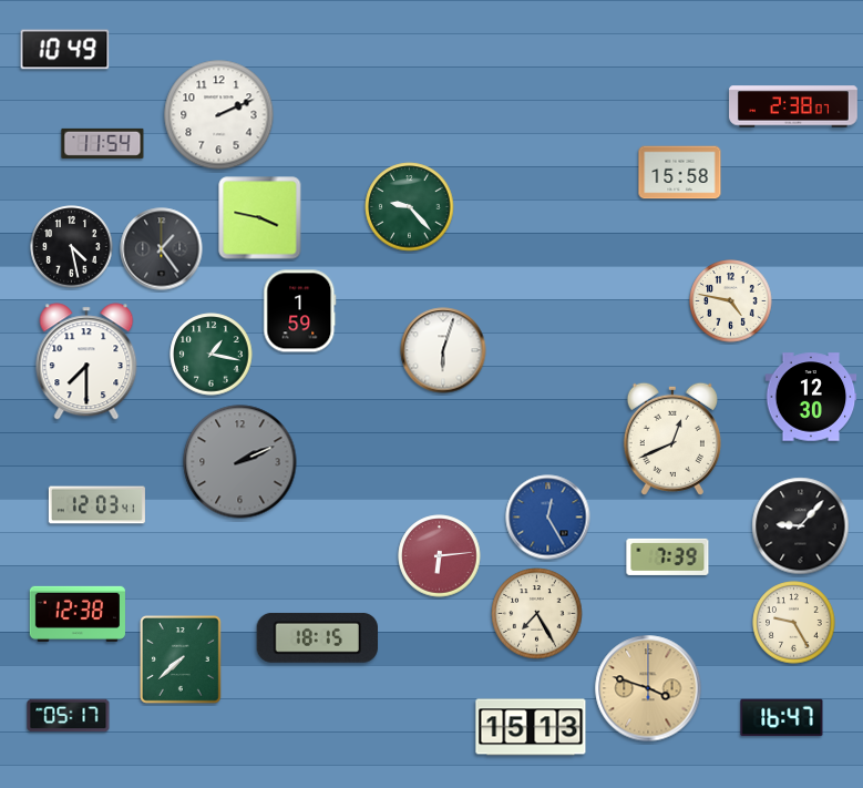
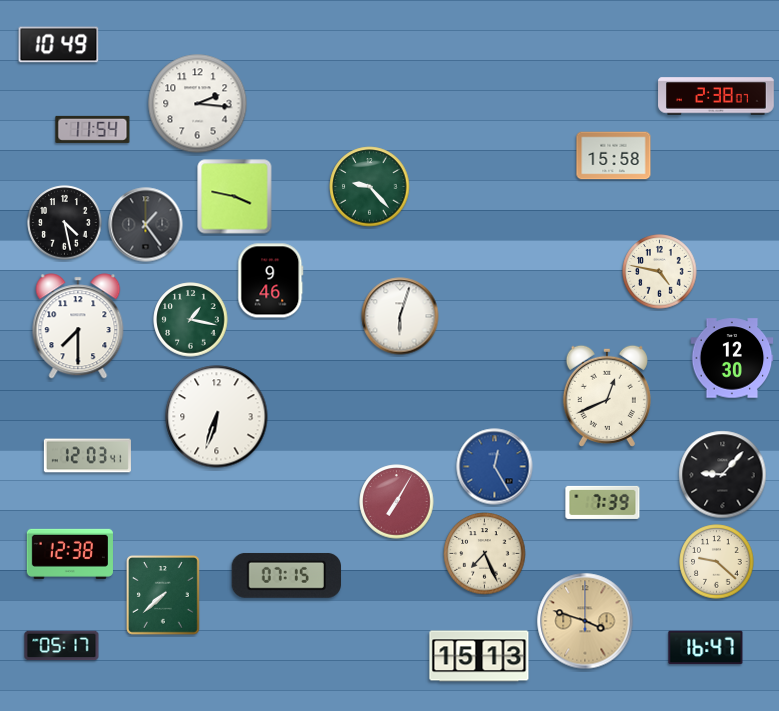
clock at (219, 115): 2:11 -> 2:16
clock at (300, 311): 1:59 -> 9:46
clock at (240, 462): 2:11 -> 6:33
clock at (240, 462) dial: grey -> white
clock at (440, 556): 6:14 -> 7:05
clock at (537, 614): 7:25 -> 7:26
clock at (794, 623): 9:25 -> 9:22
clock at (317, 637): 18:15 -> 07:15
